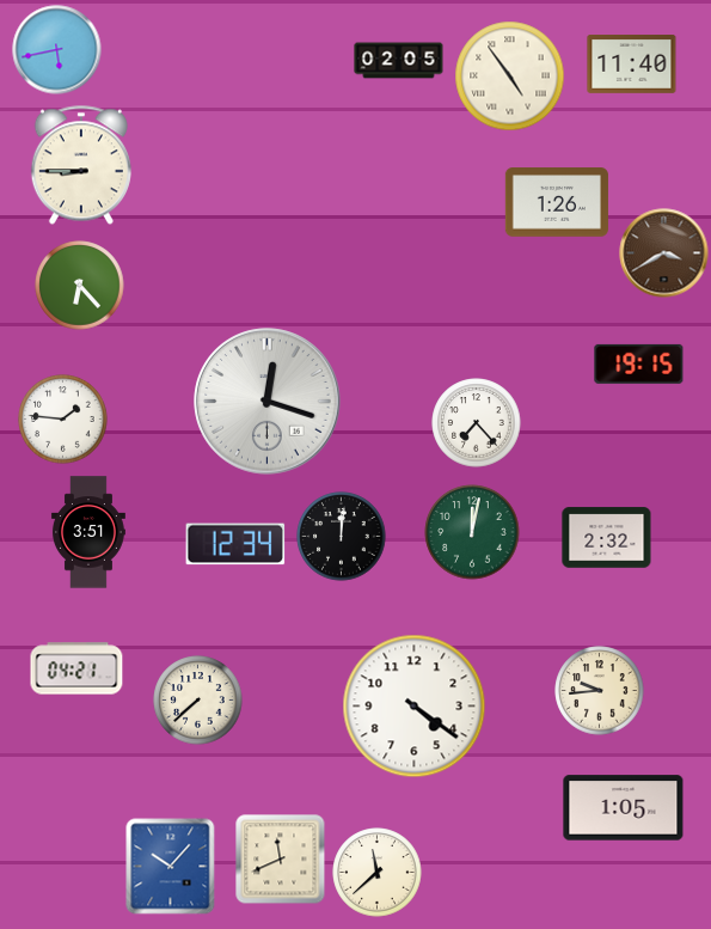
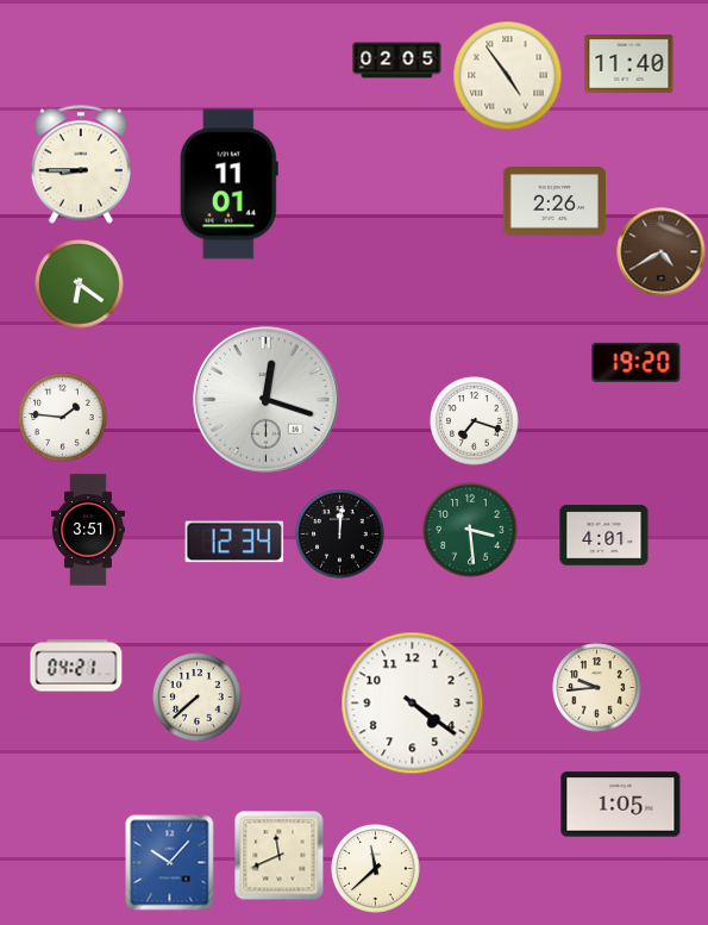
clock at (57, 50): 5:43 -> none
clock at (228, 185): none -> 11:01
clock at (557, 202): 1:26 -> 2:26
clock at (664, 253): 3:40 -> 4:40
clock at (80, 286): 6:23 -> 6:21
clock at (639, 363): 19:15 -> 19:20
clock at (477, 423): 7:23 -> 7:18
clock at (472, 532): 12:02 -> 3:29
clock at (607, 538): 2:32 -> 4:01
